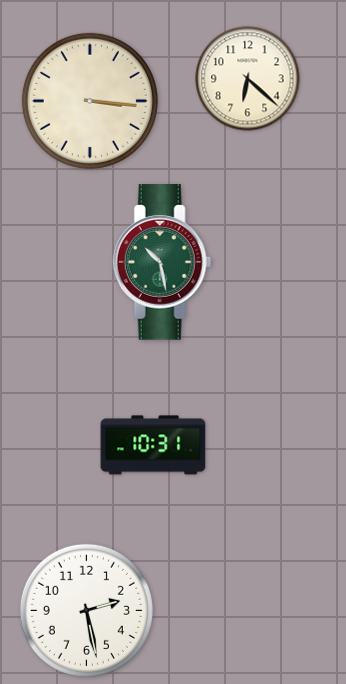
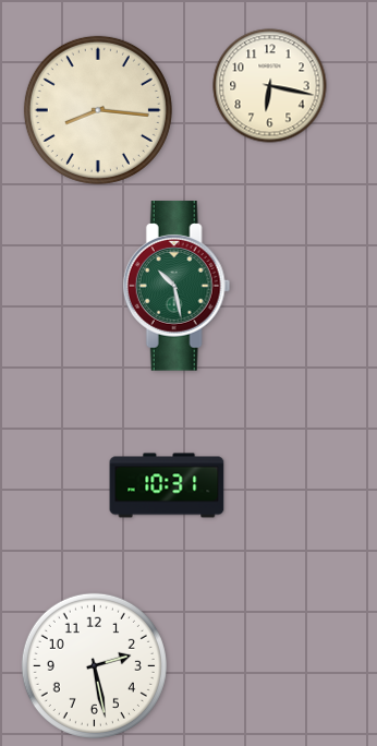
clock at (248, 79): 6:22 -> 6:17
clock at (90, 101): 3:16 -> 8:16
